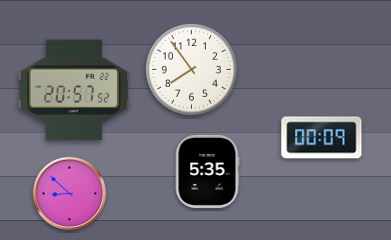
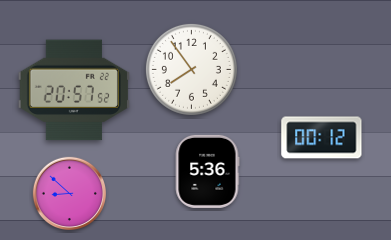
clock at (322, 138): 00:09 -> 00:12
clock at (207, 171): 5:35 -> 5:36
